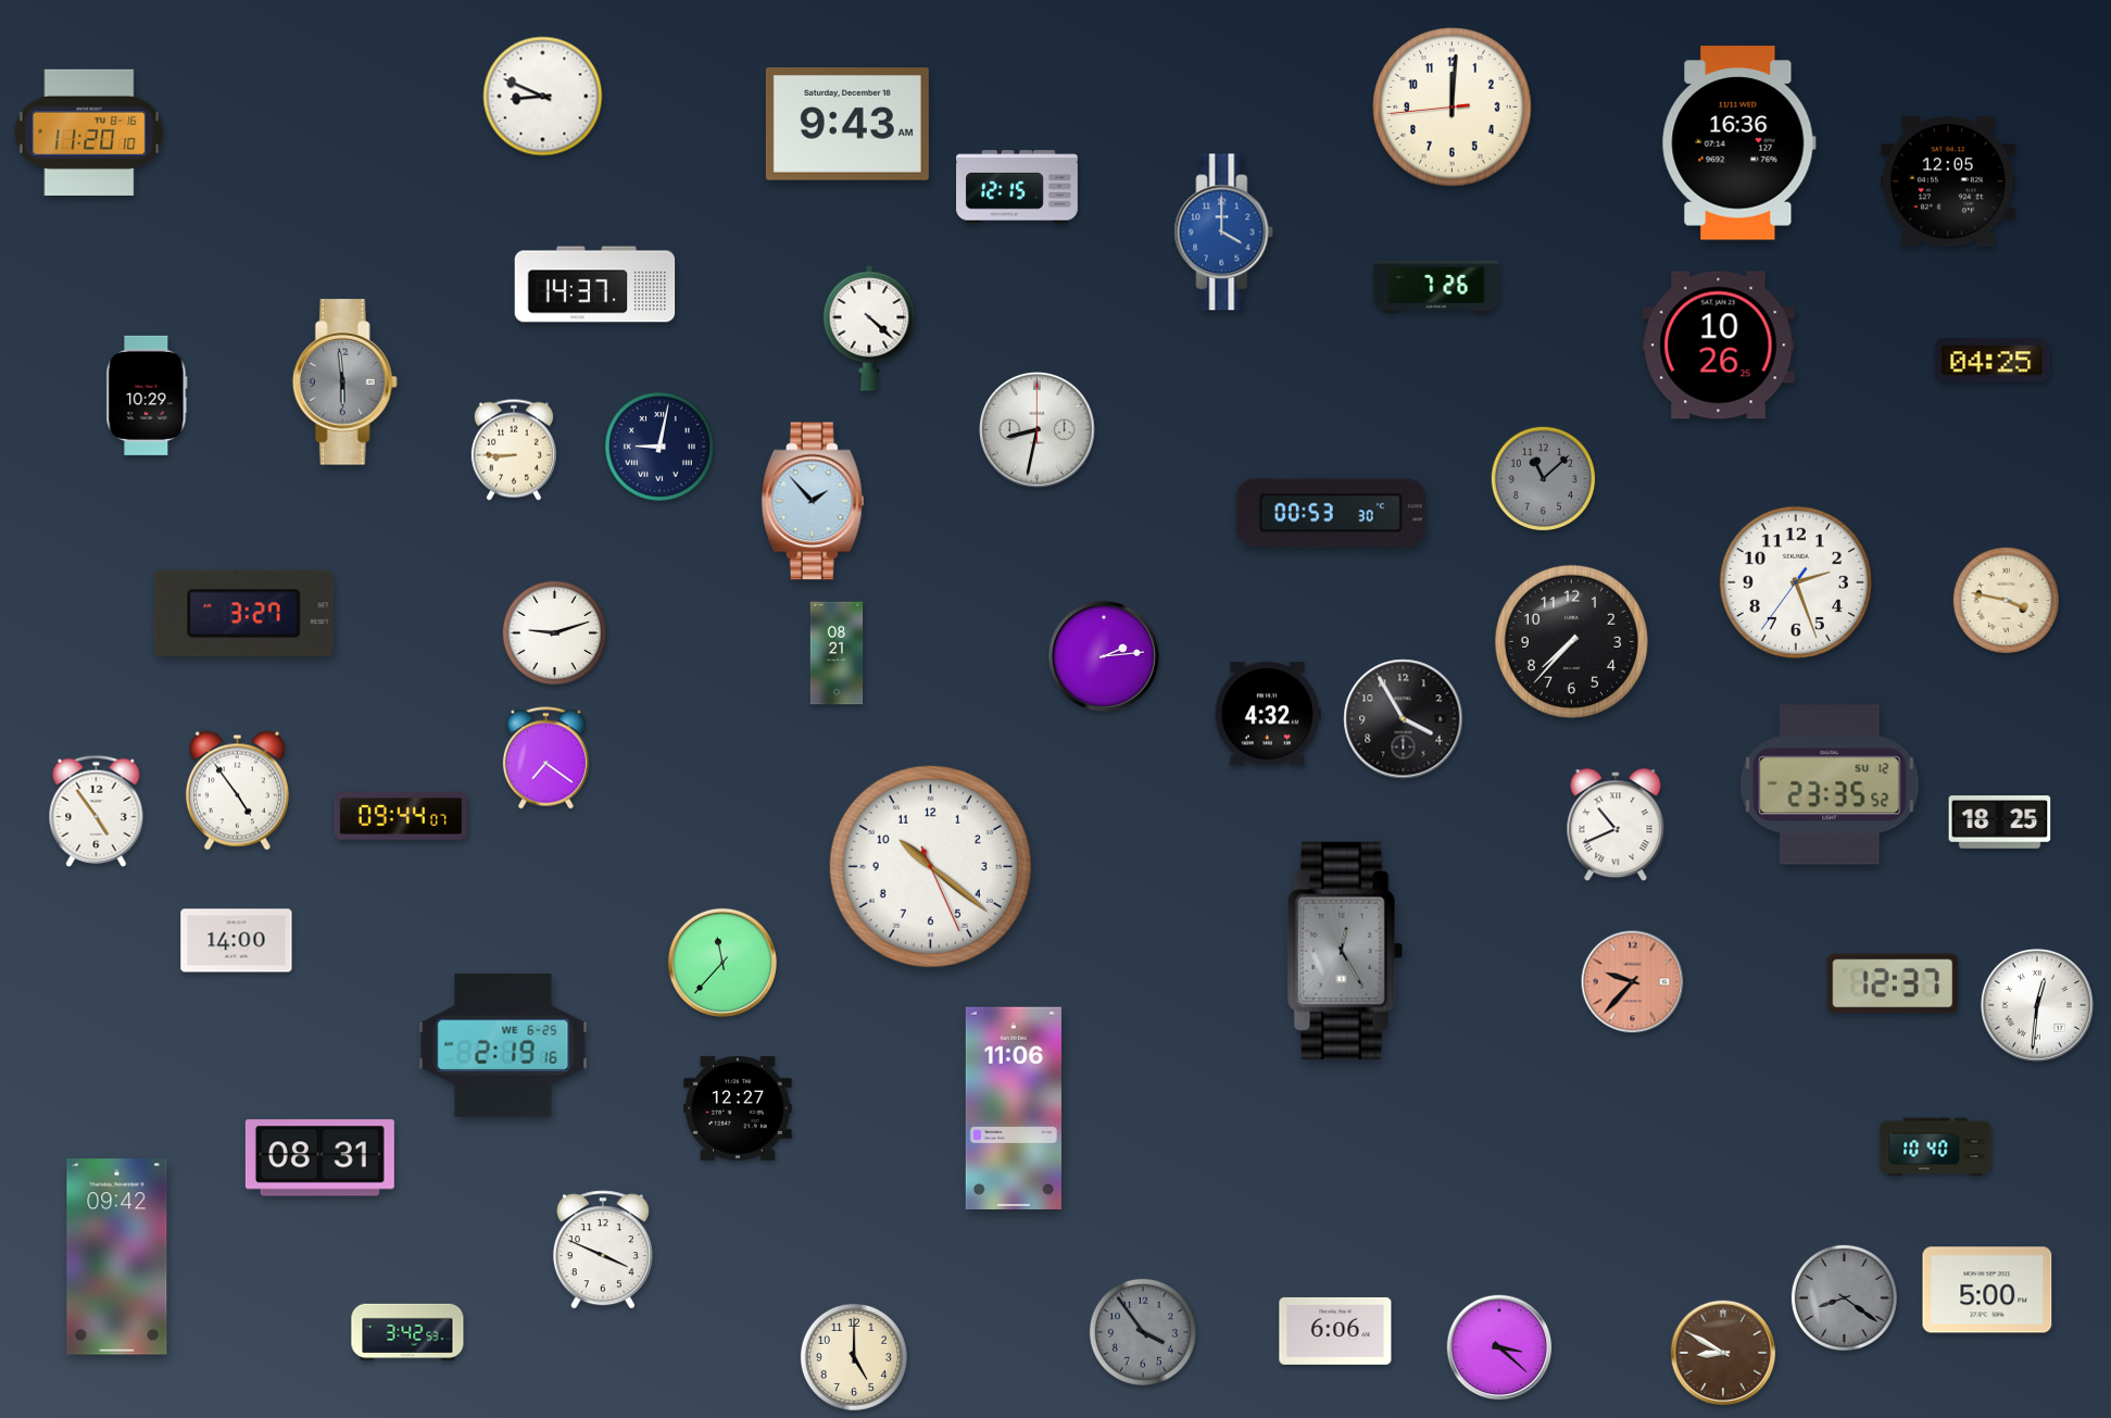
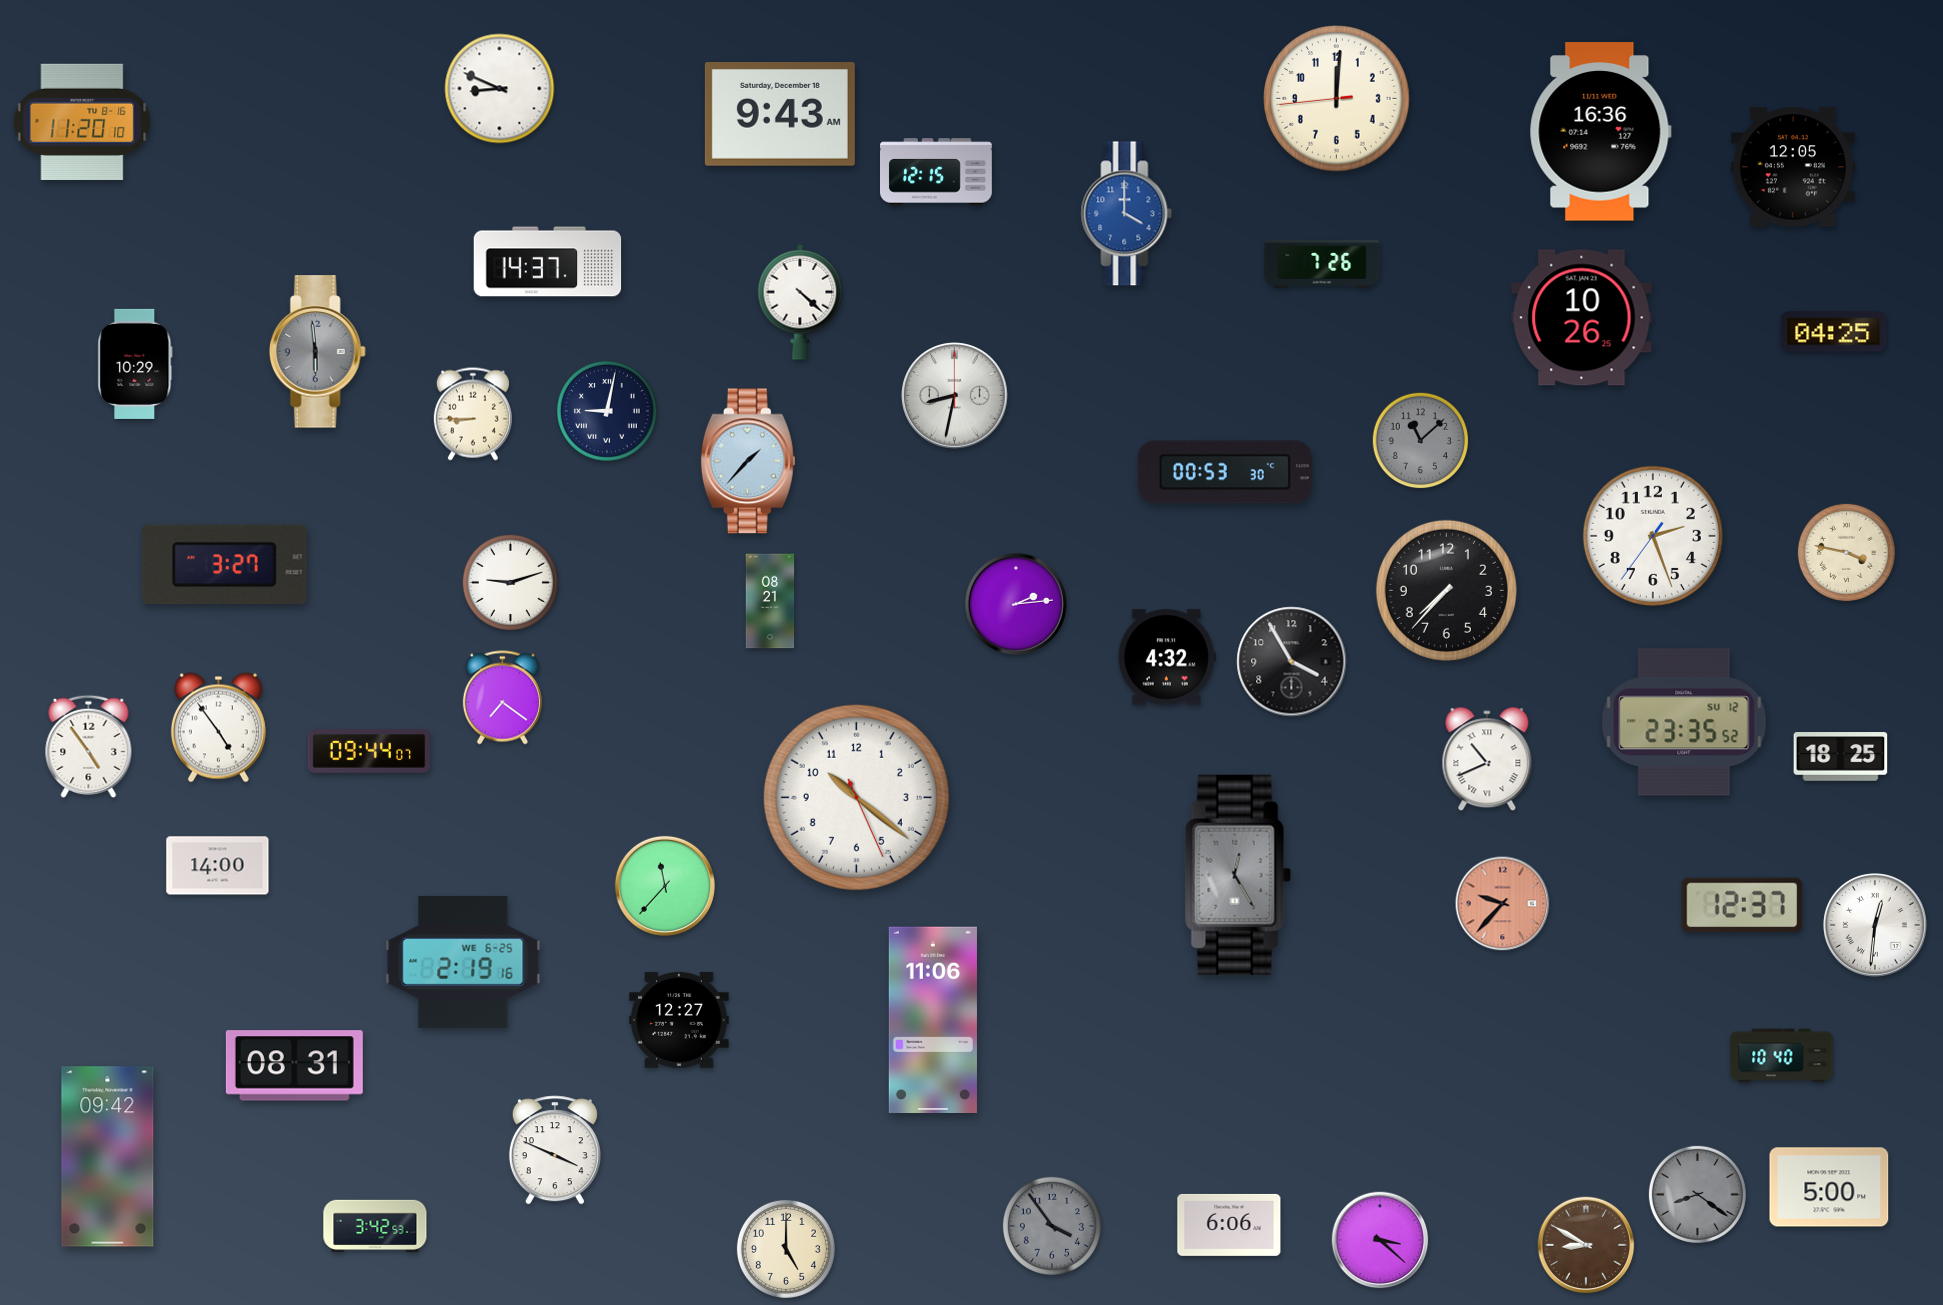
clock at (813, 501): 1:53 -> 1:37
